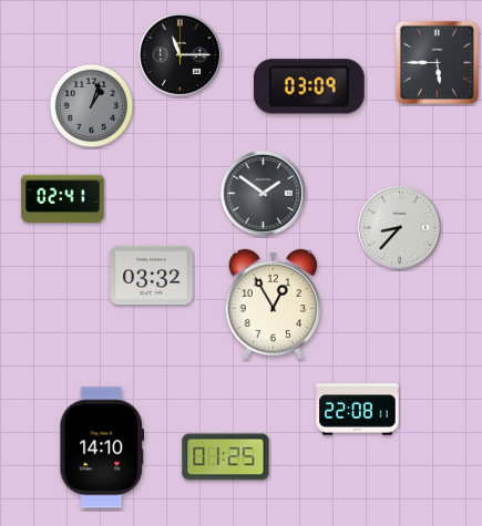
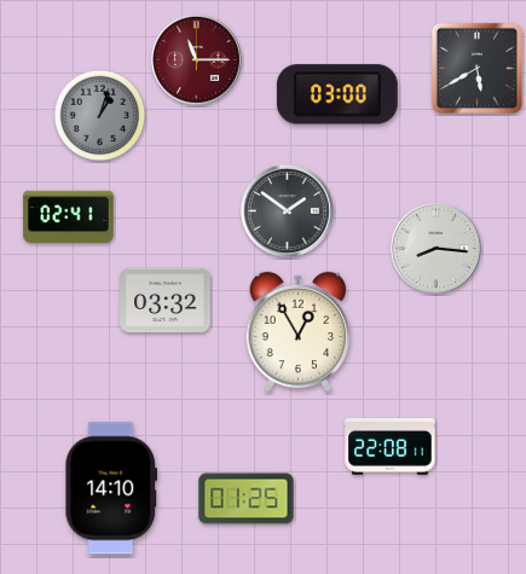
clock at (180, 54) dial: black -> burgundy
clock at (437, 62): 5:45 -> 5:40
clock at (309, 86): 03:09 -> 03:00
clock at (399, 227): 8:37 -> 8:16
